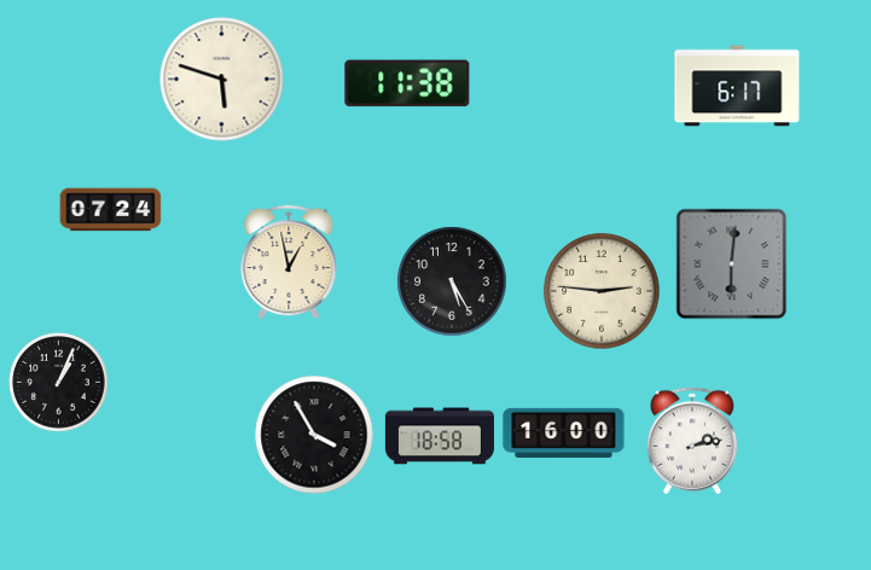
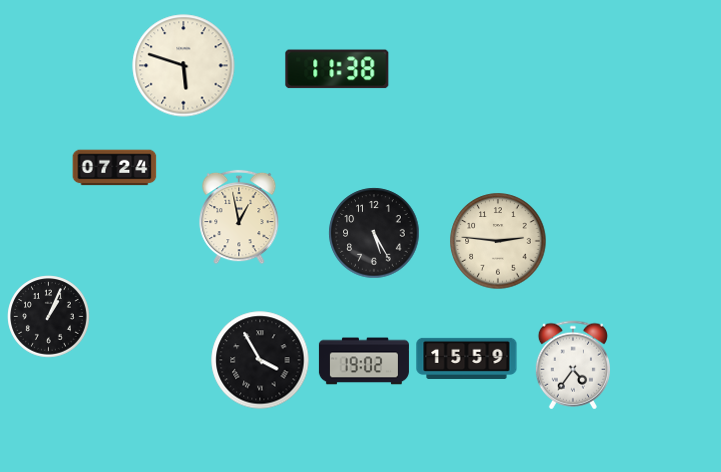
clock at (737, 86): 6:17 -> none
clock at (111, 210) position: (111, 210) -> (115, 168)
clock at (732, 264): 6:01 -> none
clock at (564, 432): 16:00 -> 15:59
clock at (440, 436): 18:58 -> 19:02
clock at (692, 441): 2:13 -> 4:36
